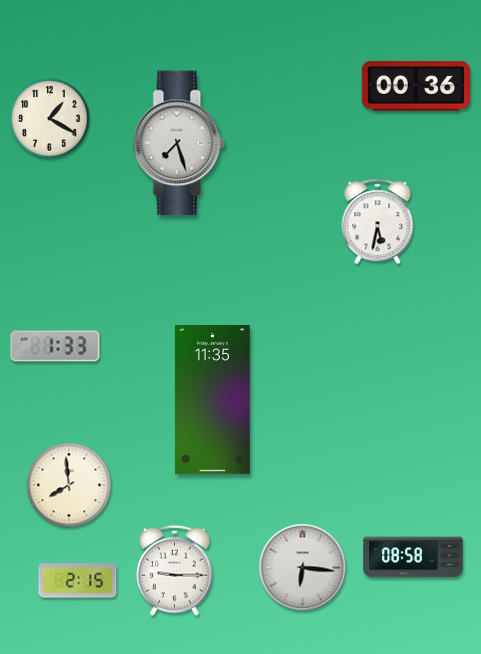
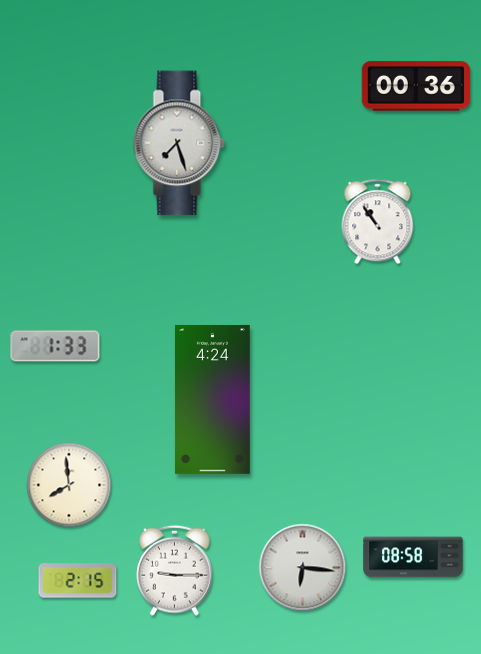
clock at (50, 119): 1:20 -> none
clock at (378, 222): 5:32 -> 10:54
clock at (213, 399): 11:35 -> 4:24
